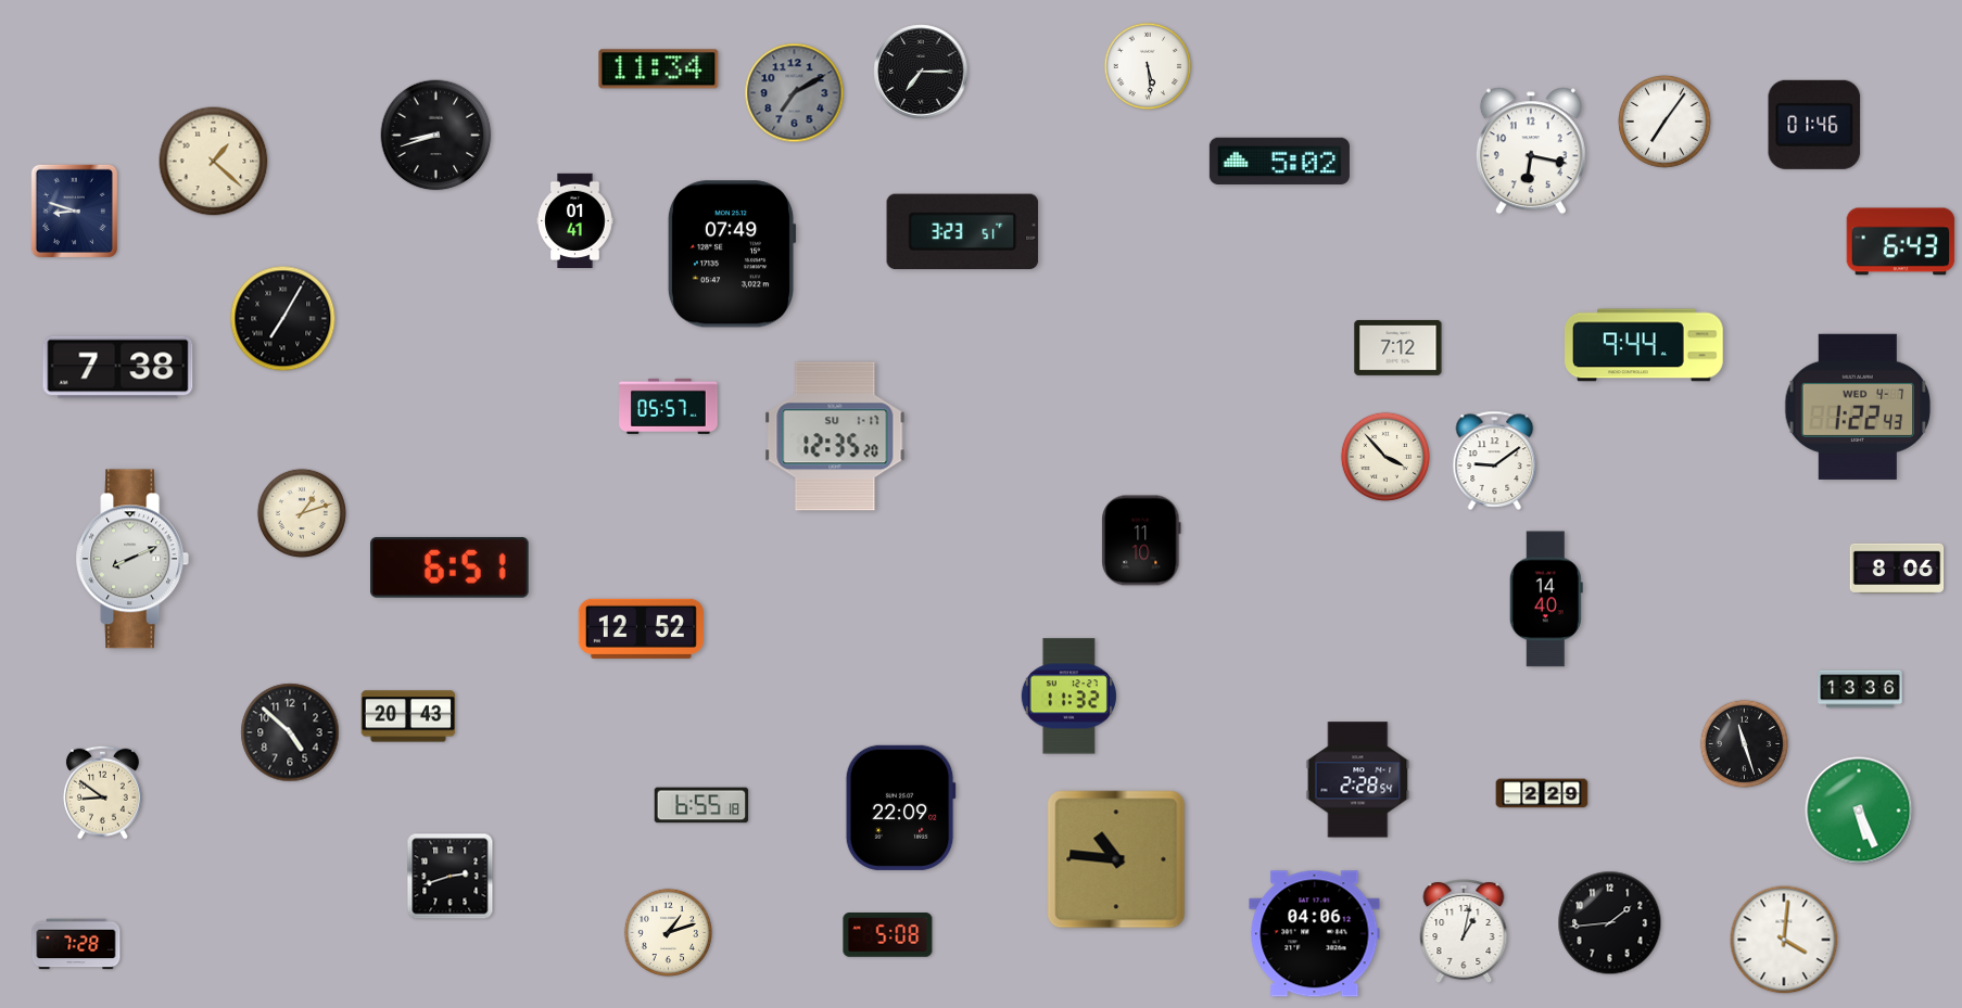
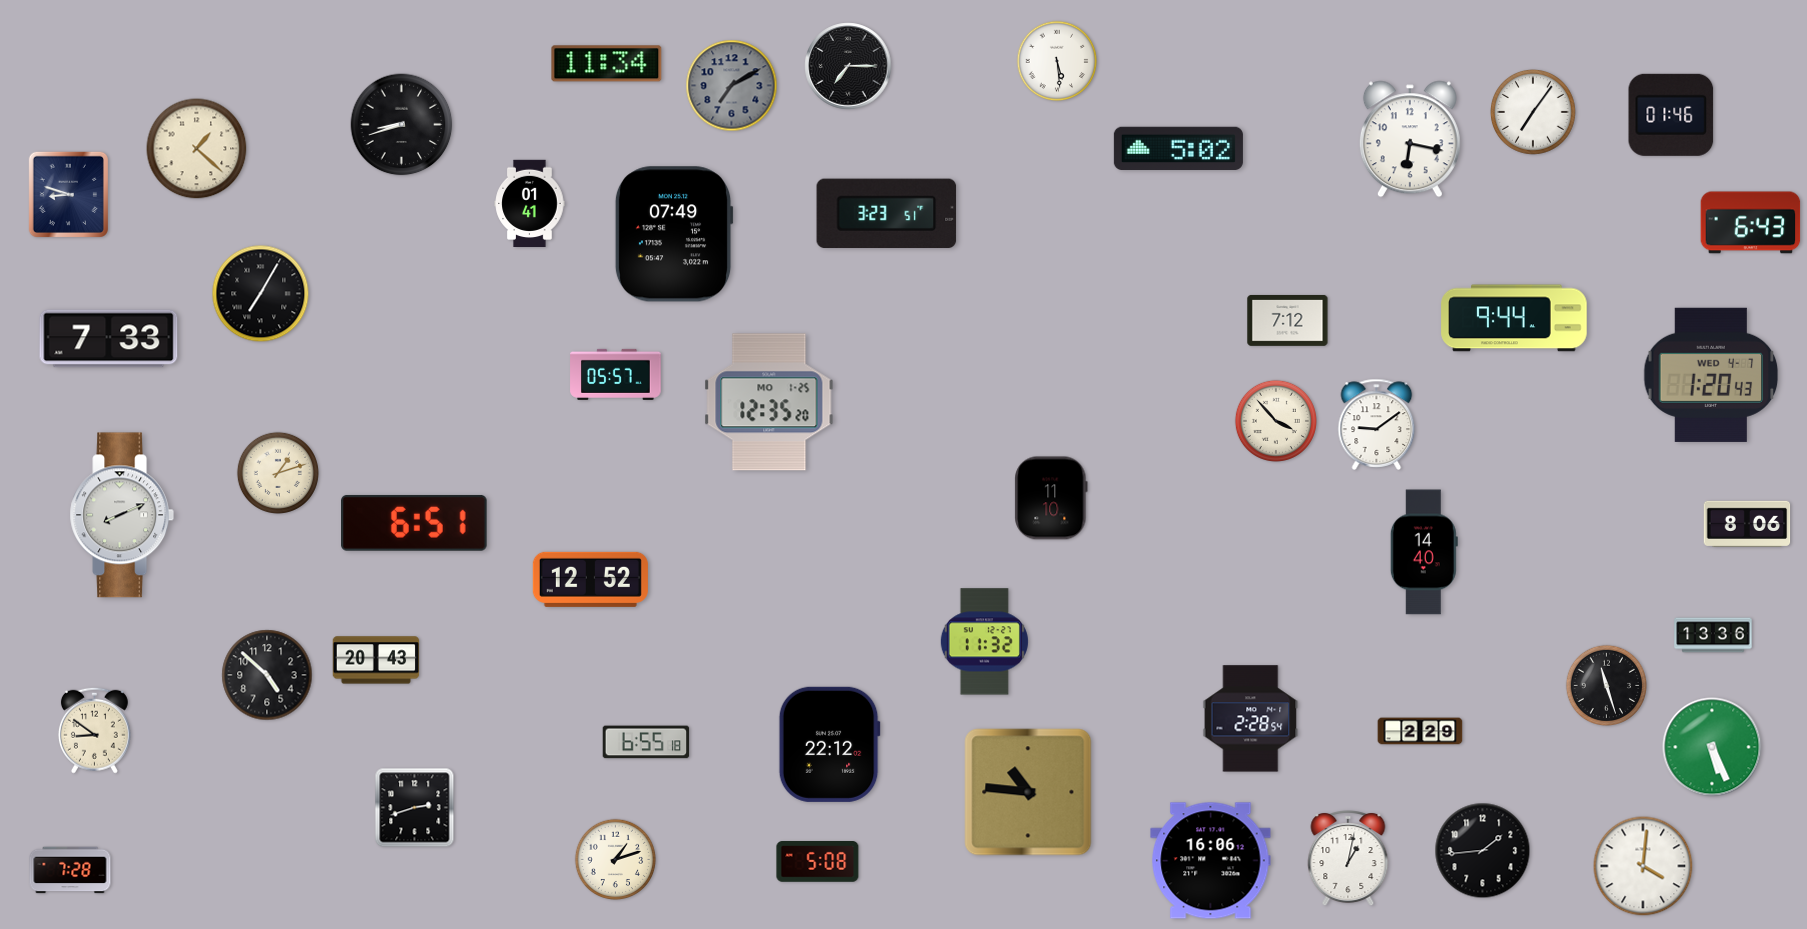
clock at (118, 368): 7:38 -> 7:33
clock at (1858, 407): 1:22 -> 1:20
clock at (835, 436) date: SU 1-17 -> MO 1-25
clock at (900, 807): 22:09 -> 22:12
clock at (1315, 934): 04:06 -> 16:06
